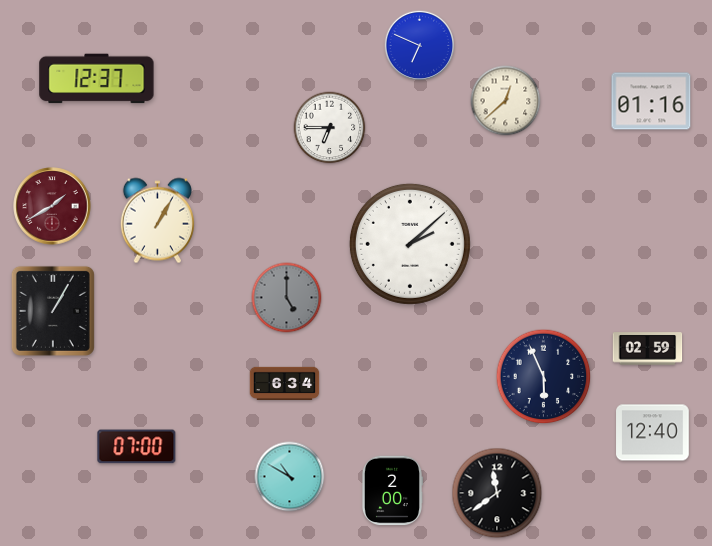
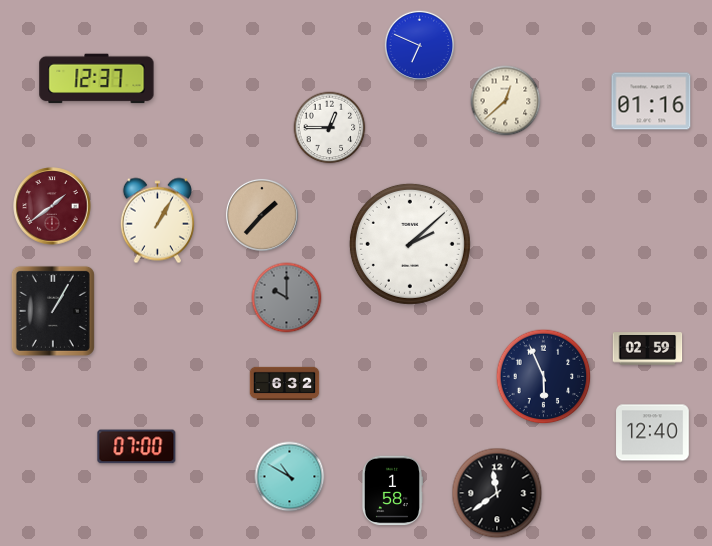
clock at (330, 128): 6:45 -> 12:45
clock at (52, 206): 1:40 -> 1:39
clock at (262, 215): none -> 1:37
clock at (287, 298): 5:00 -> 10:00
clock at (285, 383): 6:34 -> 6:32
clock at (391, 491): 2:00 -> 1:58
